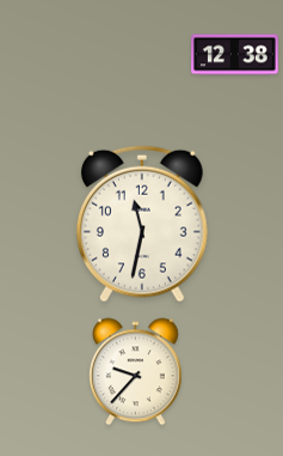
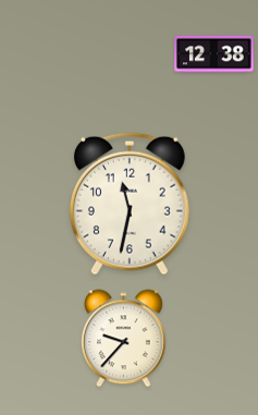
clock at (235, 55) position: (235, 55) -> (214, 54)
